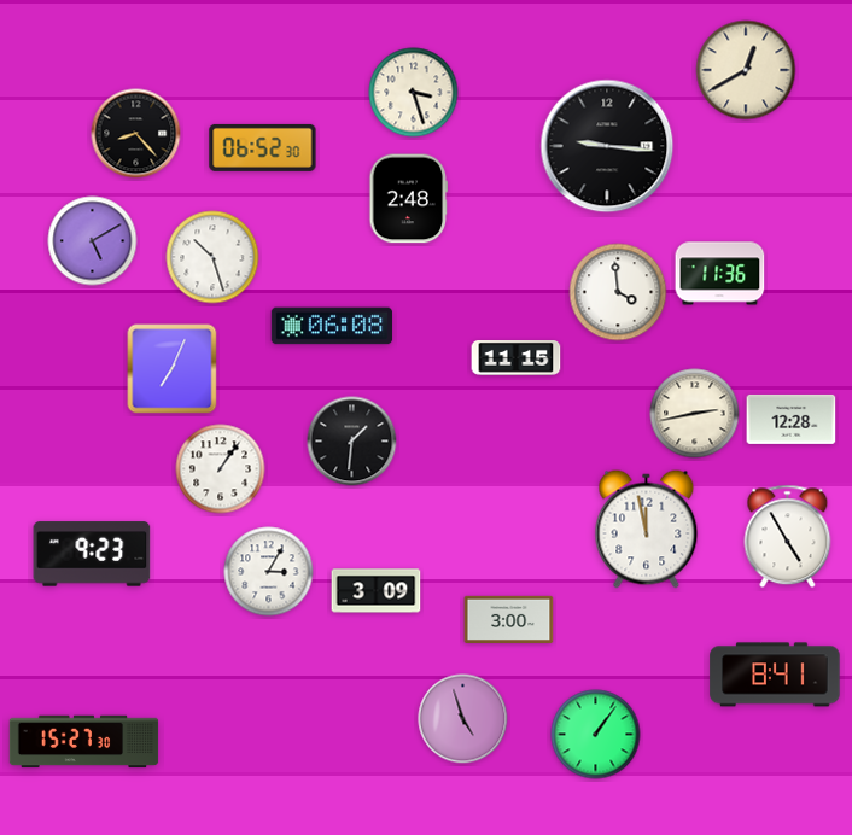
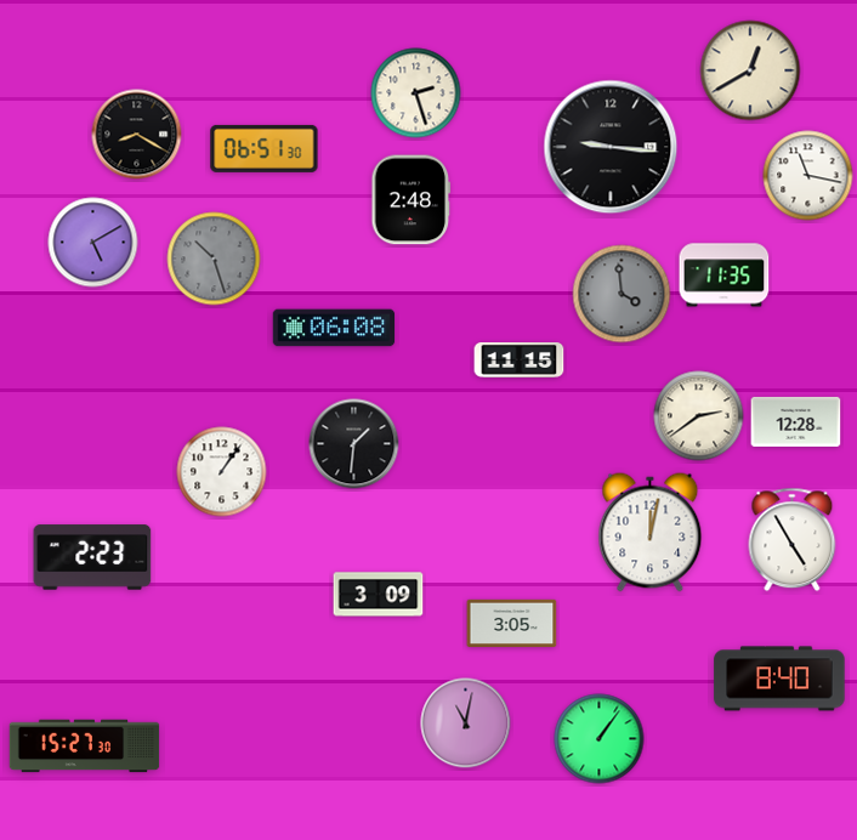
clock at (414, 93): 3:27 -> 2:27
clock at (136, 134): 8:23 -> 8:20
clock at (263, 147): 06:52 -> 06:51
clock at (808, 176): none -> 11:17
clock at (212, 257) dial: white -> grey
clock at (720, 274): 11:36 -> 11:35
clock at (618, 292) dial: white -> grey
clock at (173, 369): 7:04 -> none
clock at (695, 414): 2:43 -> 2:39
clock at (647, 530): 11:58 -> 12:02
clock at (92, 554): 9:23 -> 2:23
clock at (269, 572): 3:05 -> none
clock at (509, 619): 3:00 -> 3:05
clock at (775, 675): 8:41 -> 8:40
clock at (463, 719): 4:57 -> 11:02
